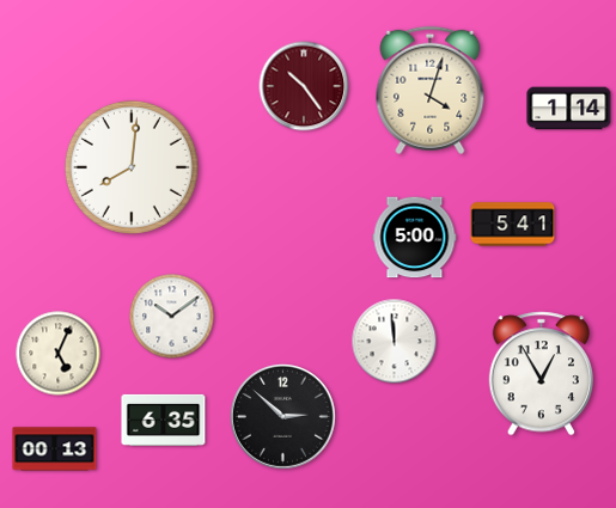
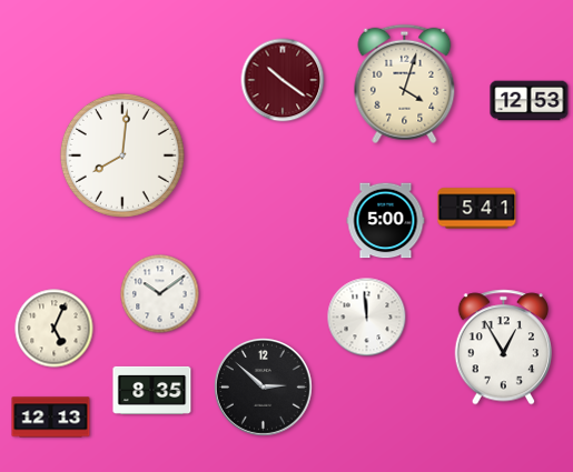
clock at (304, 86): 10:24 -> 10:21
clock at (431, 91) position: (431, 91) -> (405, 84)
clock at (569, 109): 1:14 -> 12:53
clock at (164, 420): 6:35 -> 8:35
clock at (55, 449): 00:13 -> 12:13
